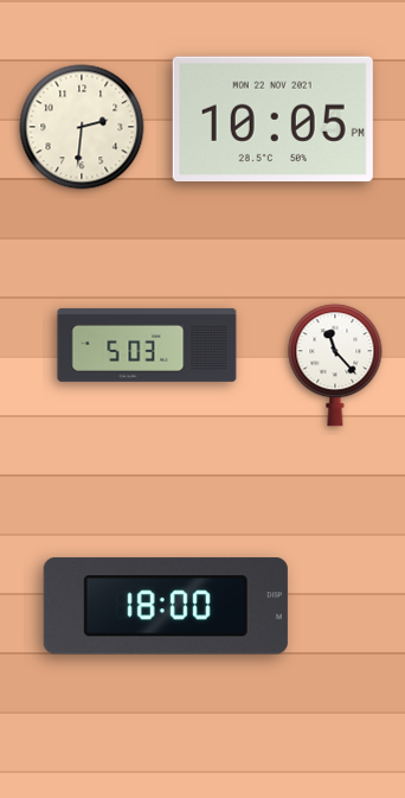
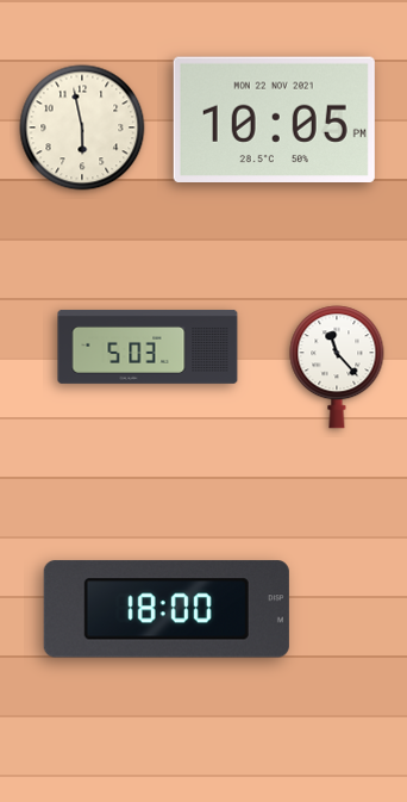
clock at (82, 127): 2:31 -> 5:58
